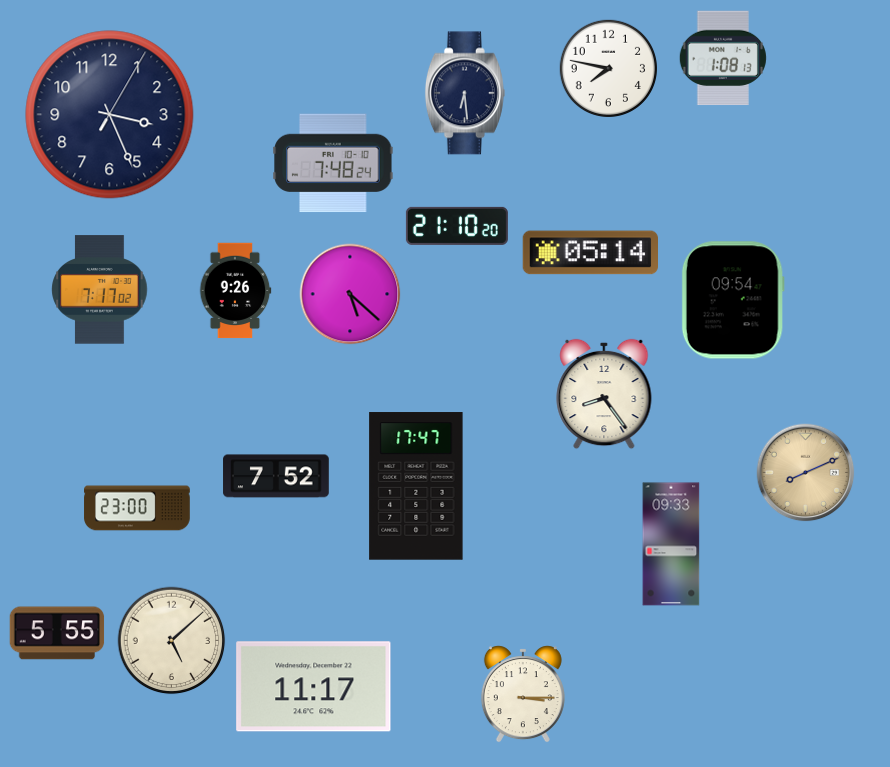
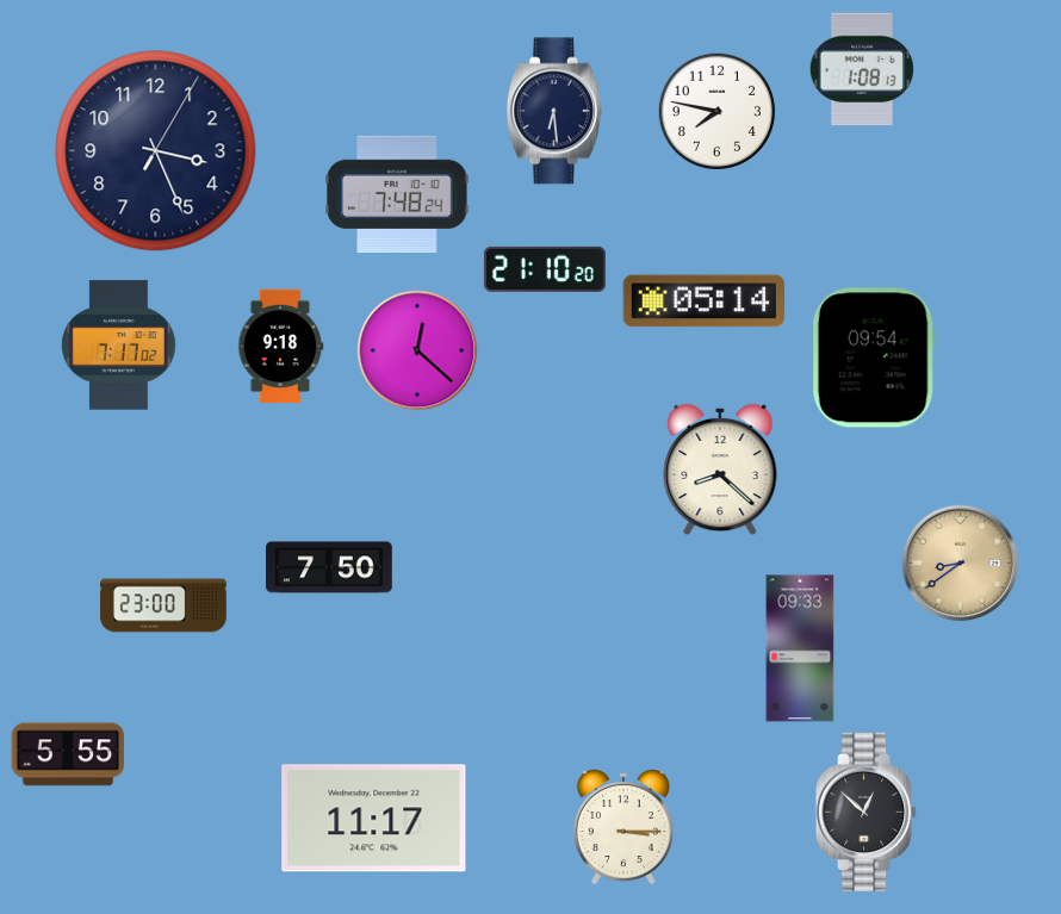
clock at (608, 68) position: (608, 68) -> (716, 111)
clock at (110, 115) position: (110, 115) -> (156, 151)
clock at (235, 291): 9:26 -> 9:18
clock at (350, 294): 5:22 -> 12:22
clock at (604, 394): 8:24 -> 8:22
clock at (806, 473): 8:11 -> 8:39
clock at (276, 476): 7:52 -> 7:50
clock at (416, 486): 17:47 -> none
clock at (172, 641): 5:08 -> none
clock at (867, 813): none -> 12:52
